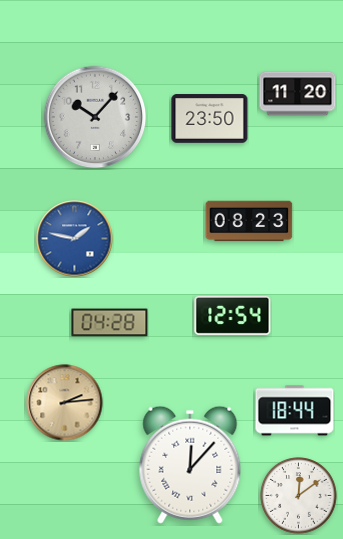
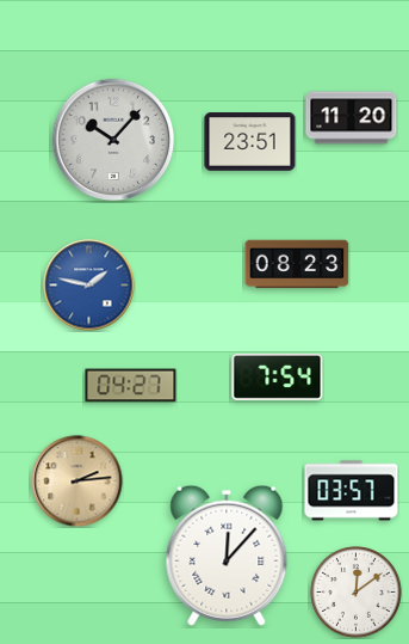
clock at (298, 94) position: (298, 94) -> (352, 118)
clock at (210, 119): 23:50 -> 23:51
clock at (233, 315): 12:54 -> 7:54
clock at (110, 323): 04:28 -> 04:27
clock at (295, 411): 18:44 -> 03:57
